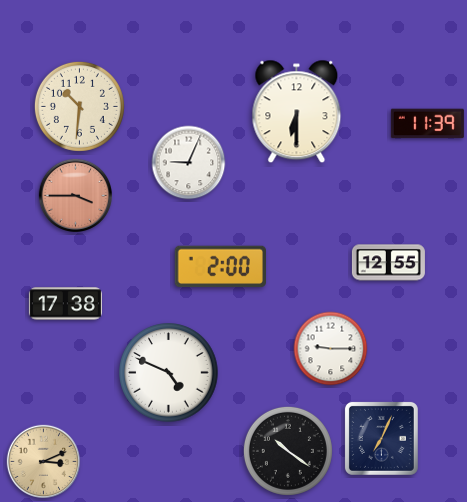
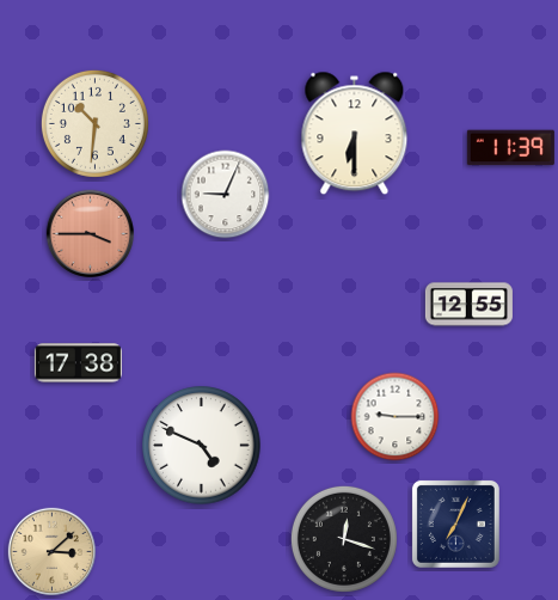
clock at (79, 106) position: (79, 106) -> (94, 123)
clock at (388, 263) position: (388, 263) -> (468, 305)
clock at (220, 267): 2:00 -> none
clock at (288, 451): 10:21 -> 12:18
clock at (43, 461): 3:11 -> 3:08
